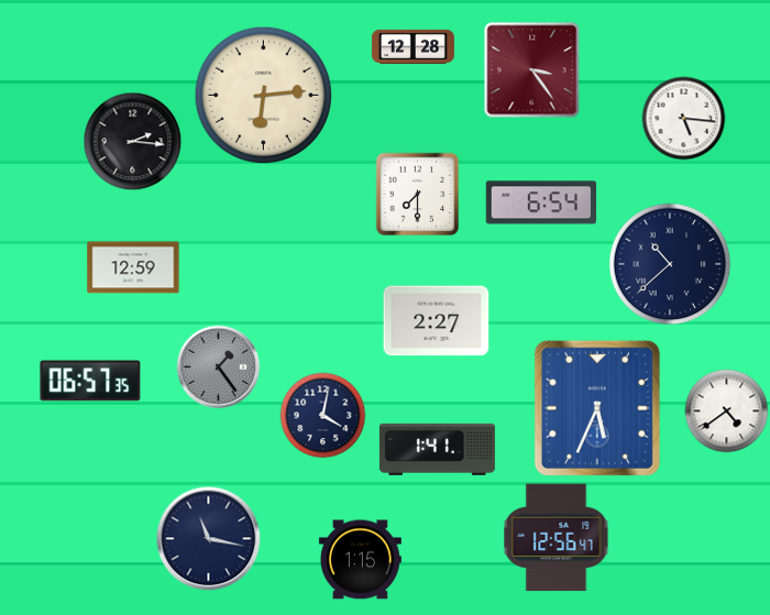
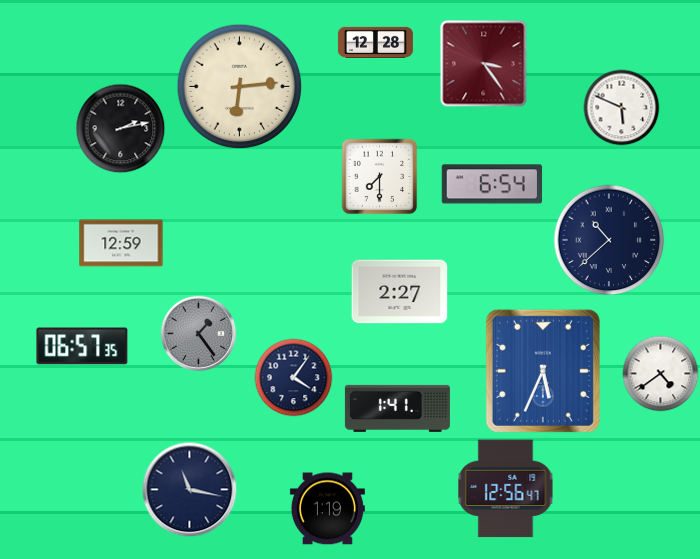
clock at (684, 119): 5:16 -> 5:49
clock at (133, 142): 2:16 -> 2:13
clock at (437, 321) position: (437, 321) -> (400, 292)
clock at (323, 416): 4:02 -> 4:06
clock at (360, 560): 1:15 -> 1:19
